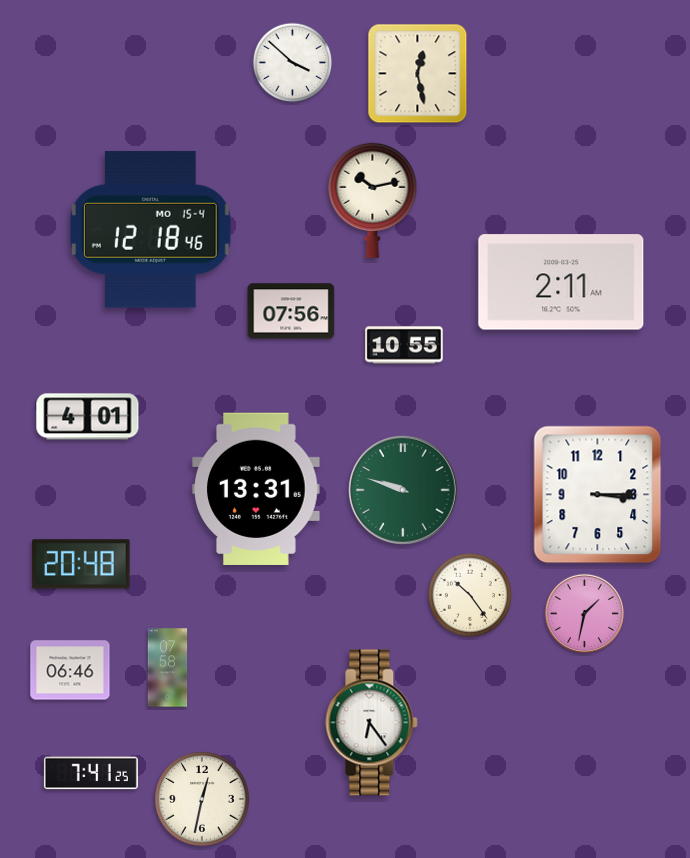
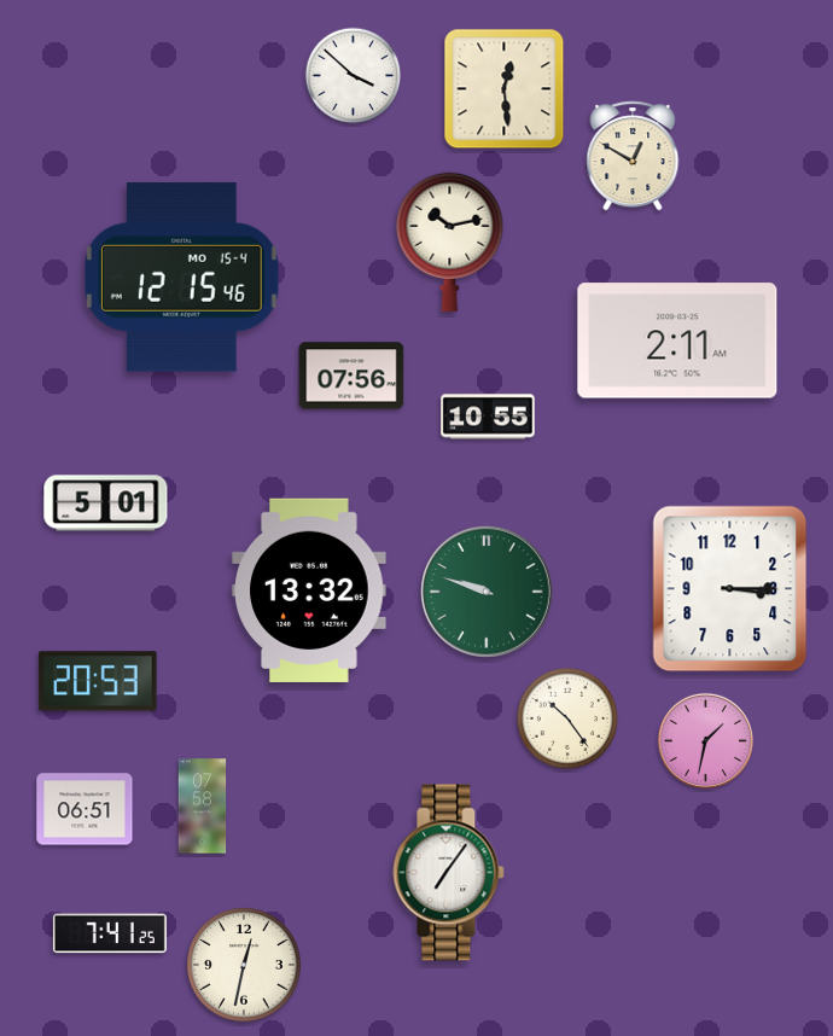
clock at (418, 74): 12:28 -> 12:29
clock at (633, 156): none -> 12:50
clock at (150, 229): 12:18 -> 12:15
clock at (88, 417): 4:01 -> 5:01
clock at (256, 488): 13:31 -> 13:32
clock at (598, 495) position: (598, 495) -> (730, 589)
clock at (81, 564): 20:48 -> 20:53
clock at (70, 670): 06:46 -> 06:51
clock at (372, 723): 6:24 -> 7:06
